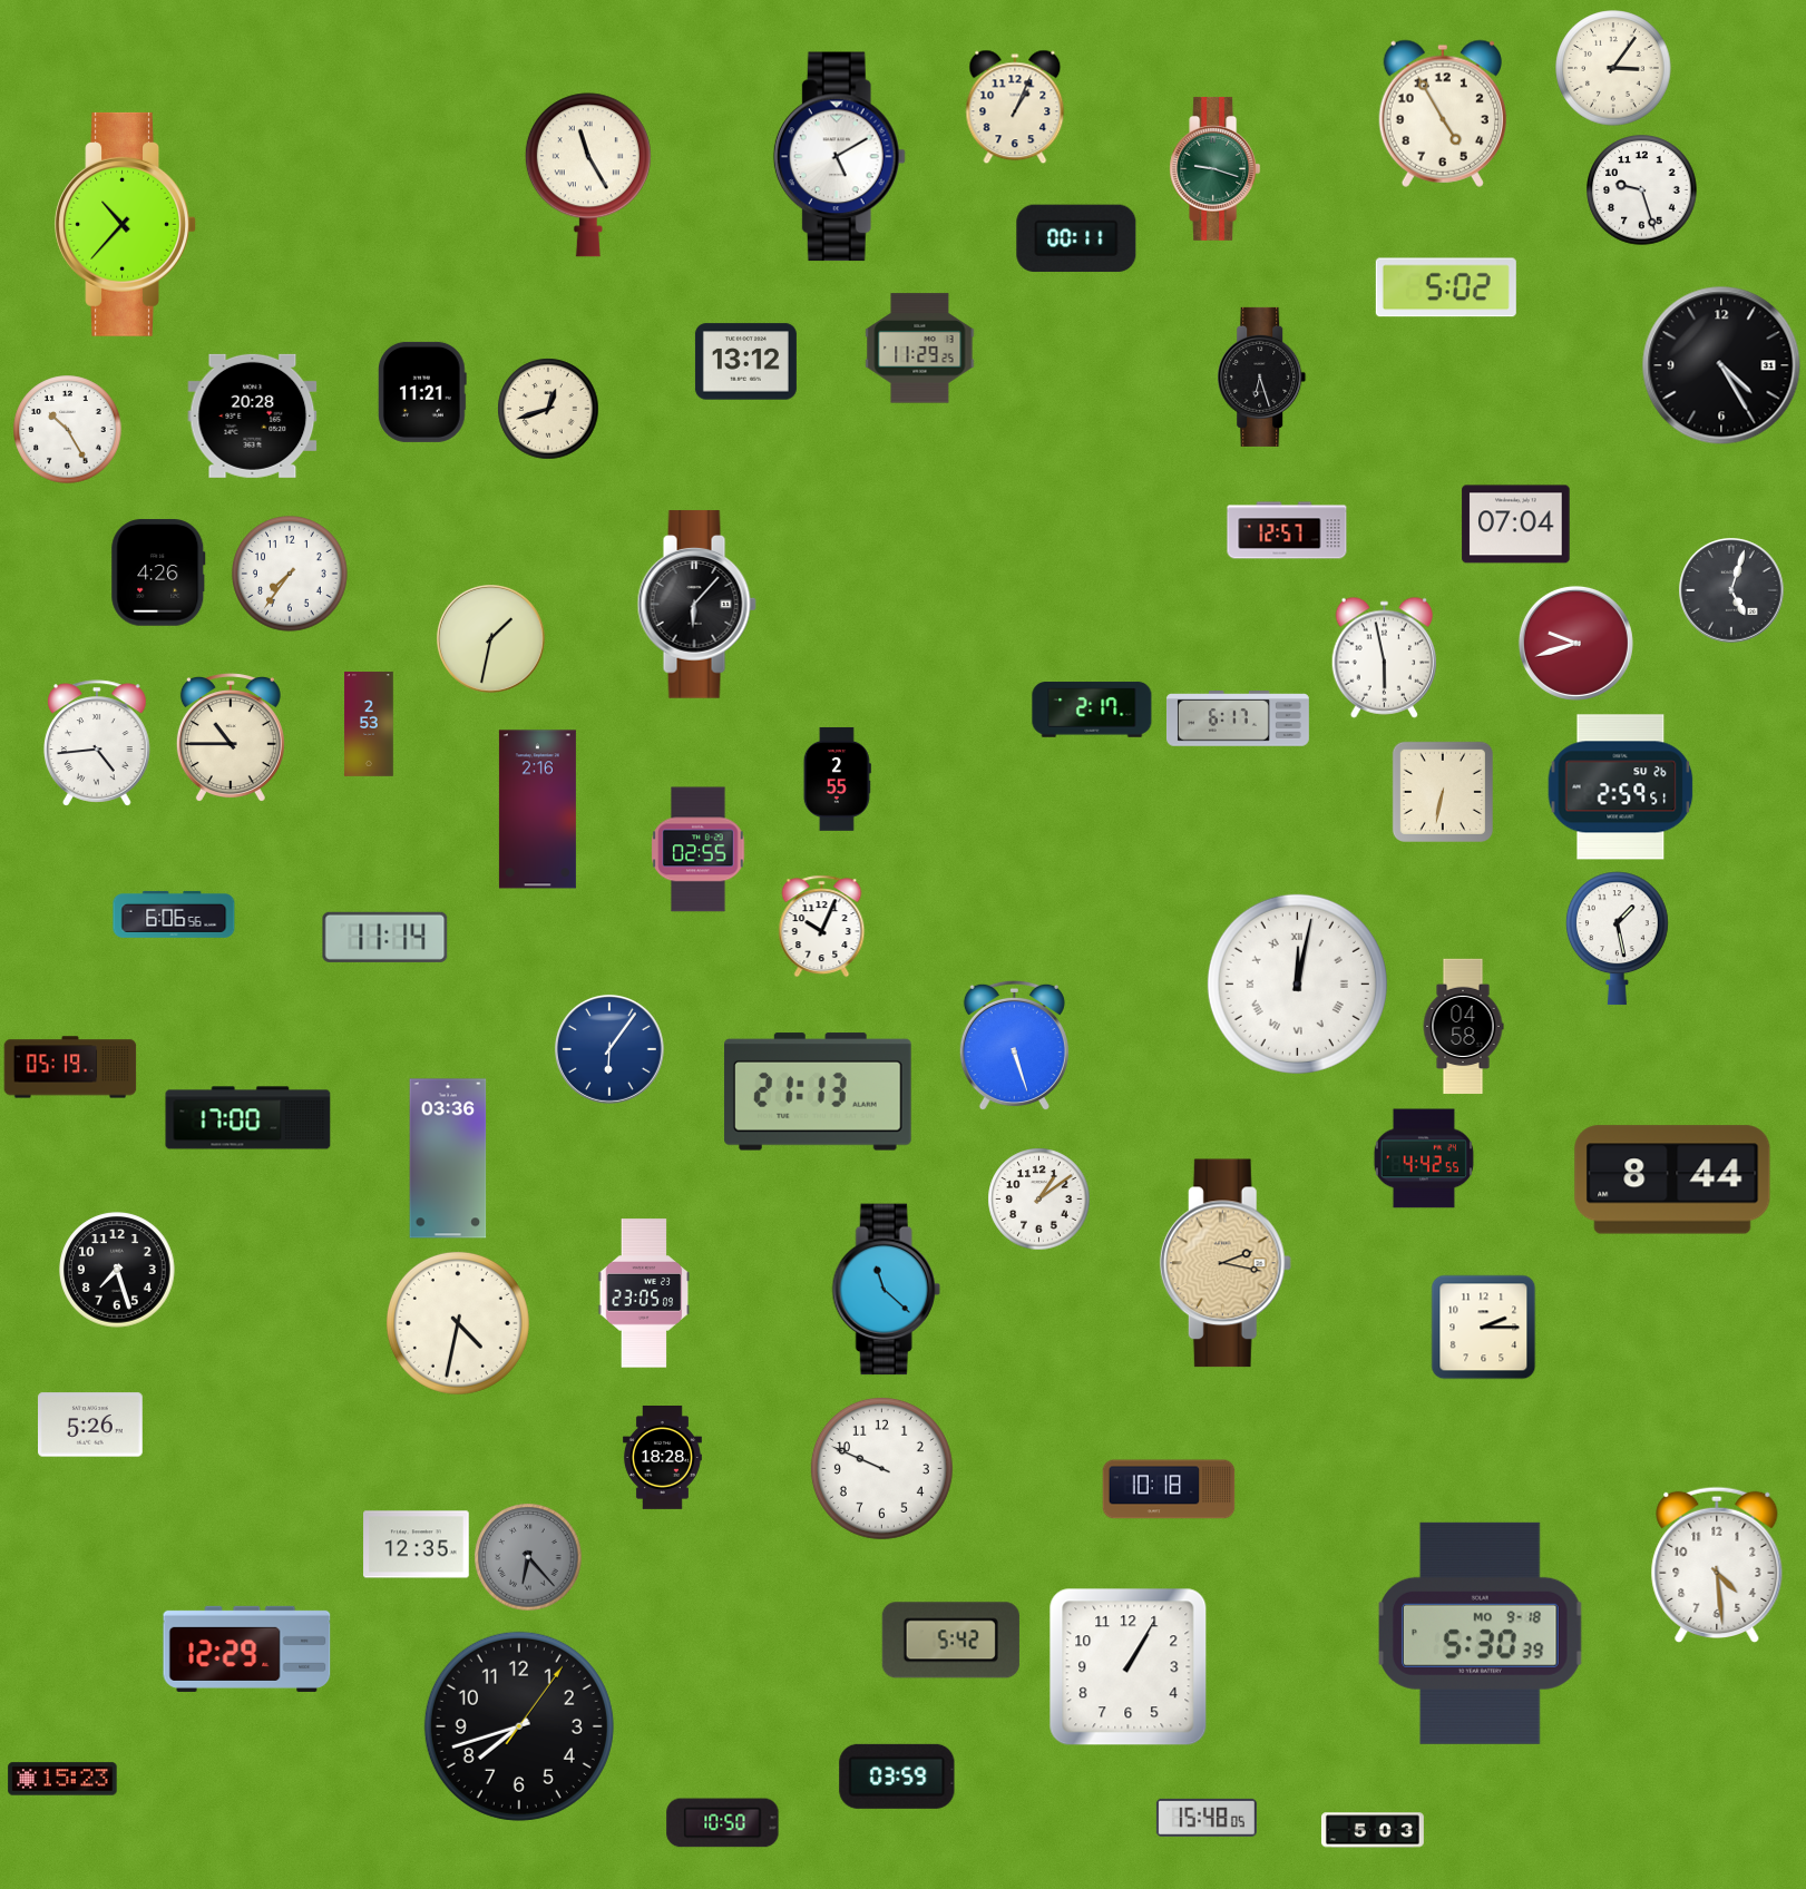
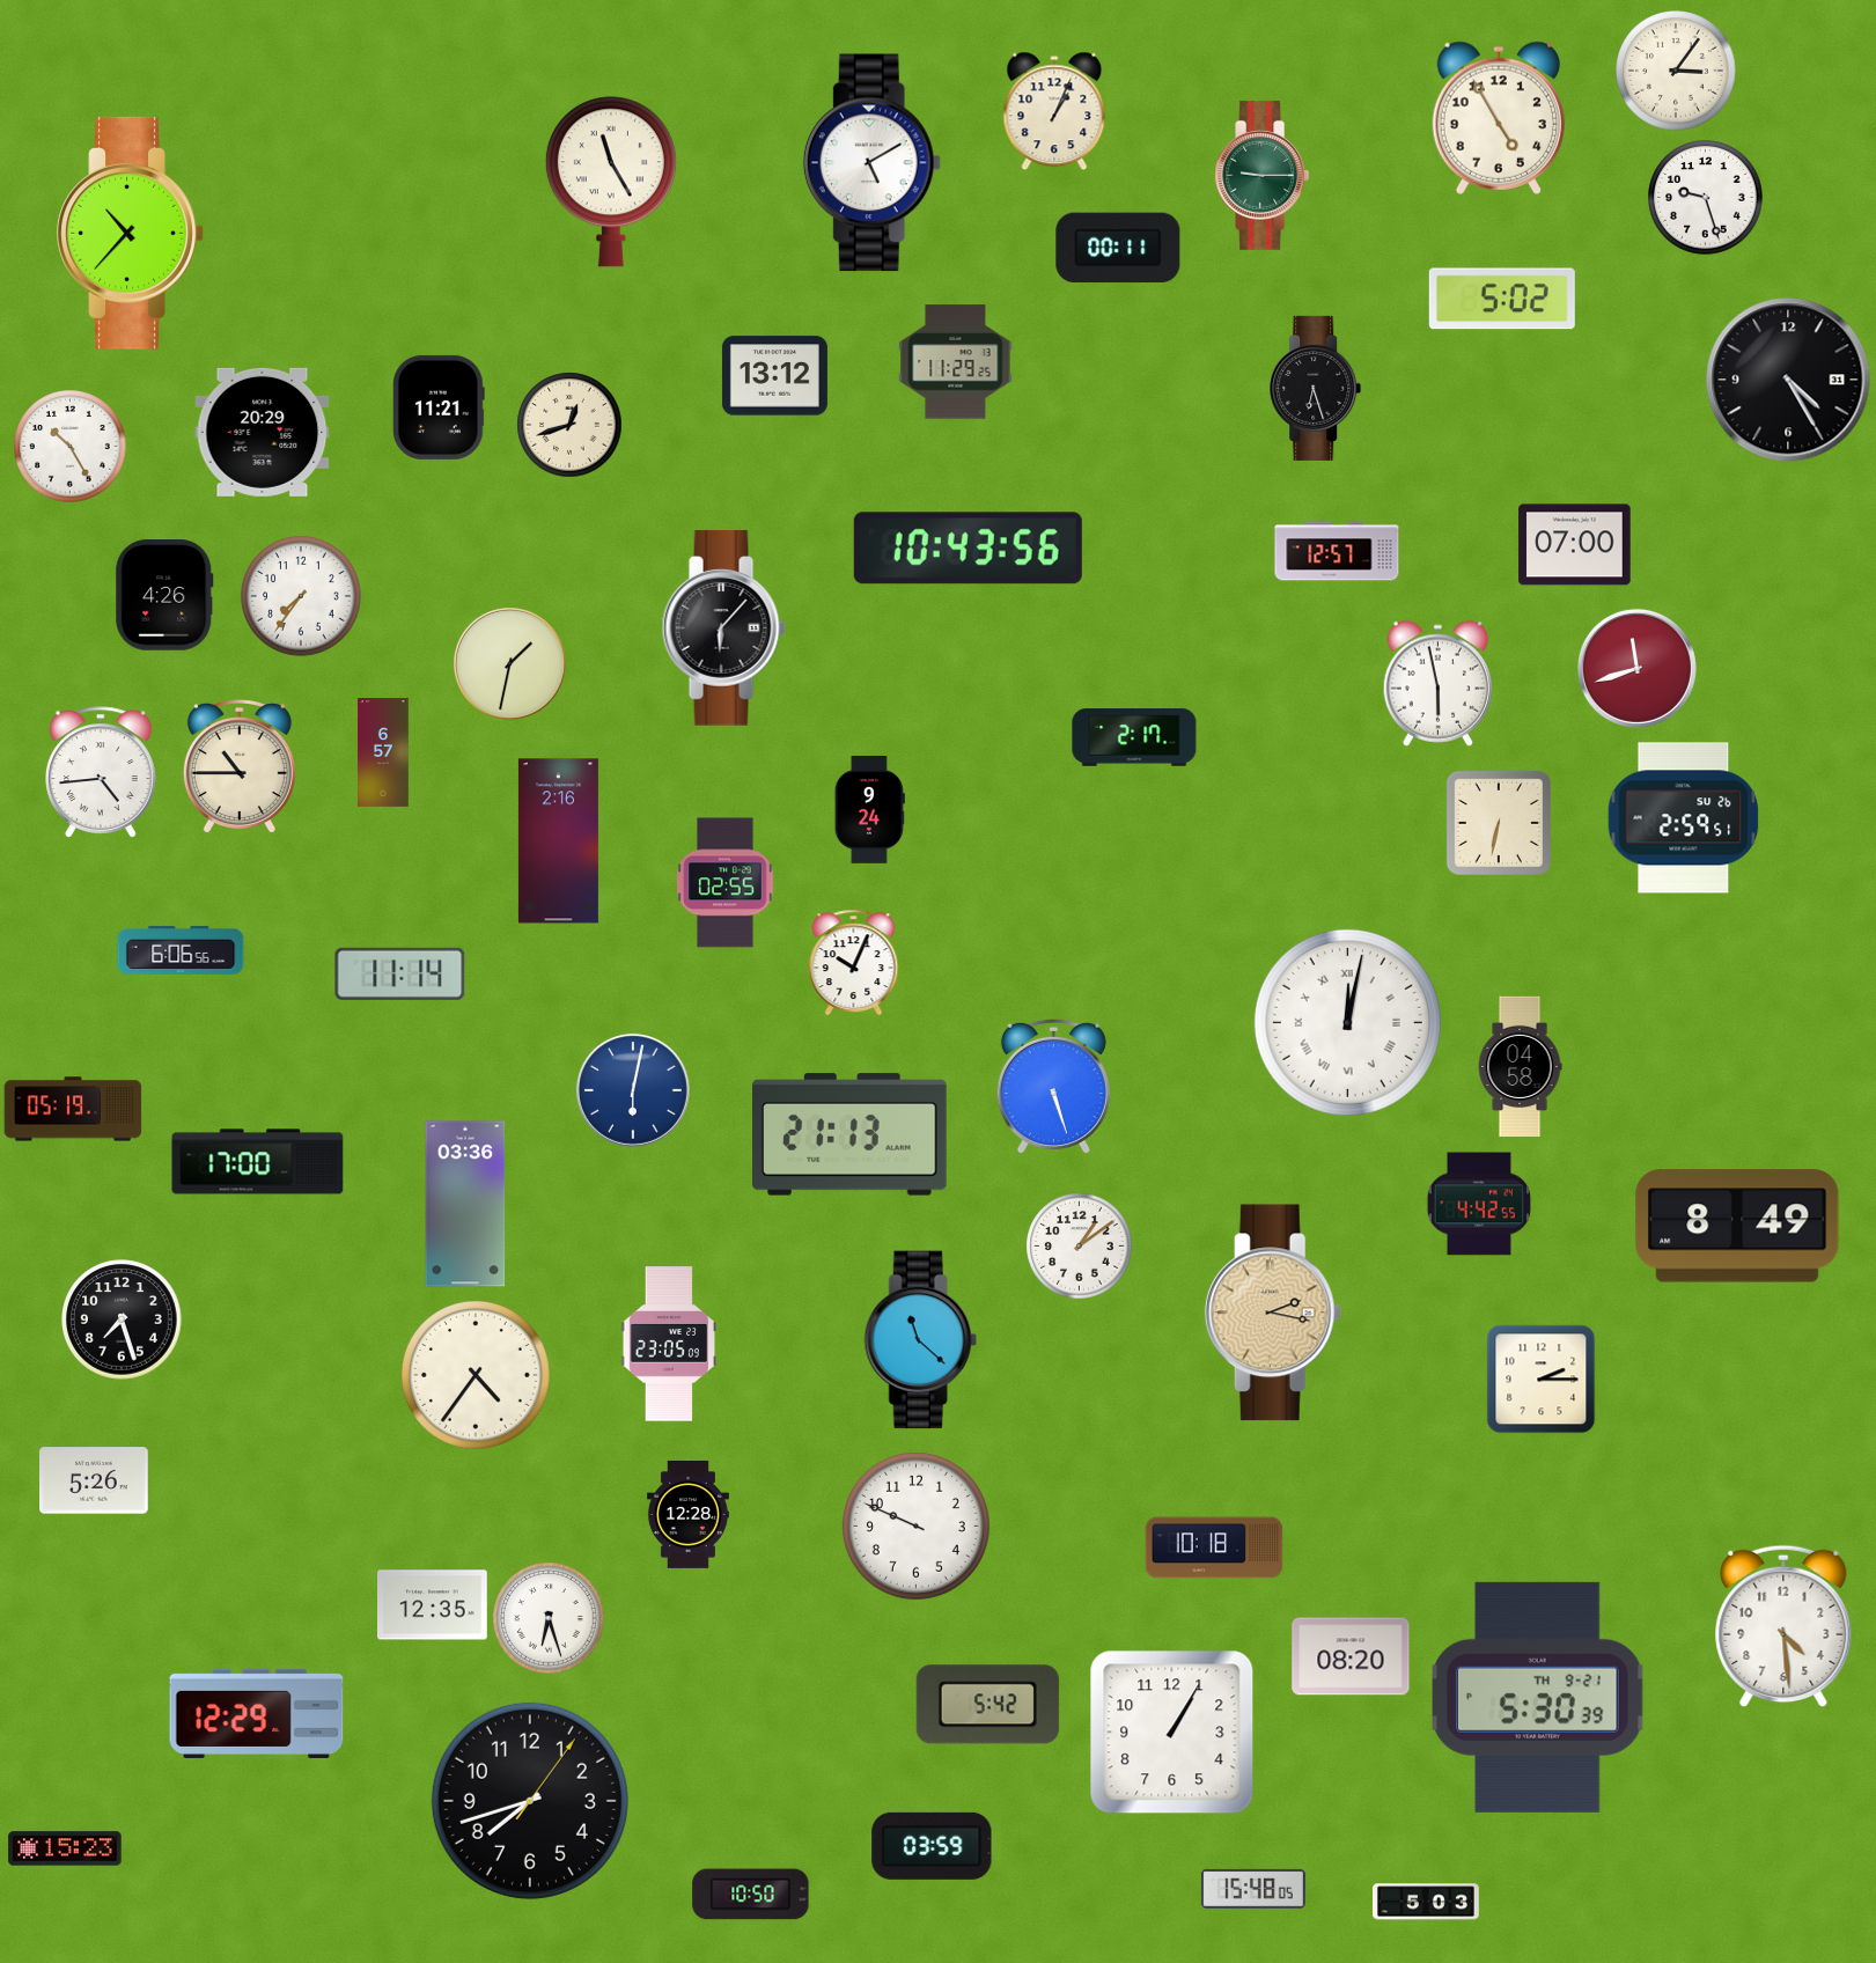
clock at (1216, 168): 9:18 -> 9:15
clock at (1262, 376) position: (1262, 376) -> (1316, 388)
clock at (253, 415): 20:28 -> 20:29
clock at (1516, 525): 07:04 -> 07:00
clock at (968, 549): none -> 10:43
clock at (1731, 590): 5:03 -> none
clock at (1575, 643): 9:42 -> 11:42
clock at (1238, 718): 6:17 -> none
clock at (369, 724): 2:53 -> 6:57
clock at (837, 779): 2:55 -> 9:24
clock at (1617, 939): 1:28 -> none
clock at (609, 1049): 6:06 -> 6:02
clock at (1672, 1180): 8:44 -> 8:49
clock at (458, 1323): 4:32 -> 4:36
clock at (662, 1458): 18:28 -> 12:28
clock at (528, 1557): 6:23 -> 6:27
clock at (528, 1557) dial: grey -> white
clock at (1351, 1656): none -> 08:20
clock at (1481, 1633) date: MO 9-18 -> TH 9-21
clock at (519, 1726) position: (519, 1726) -> (530, 1801)
